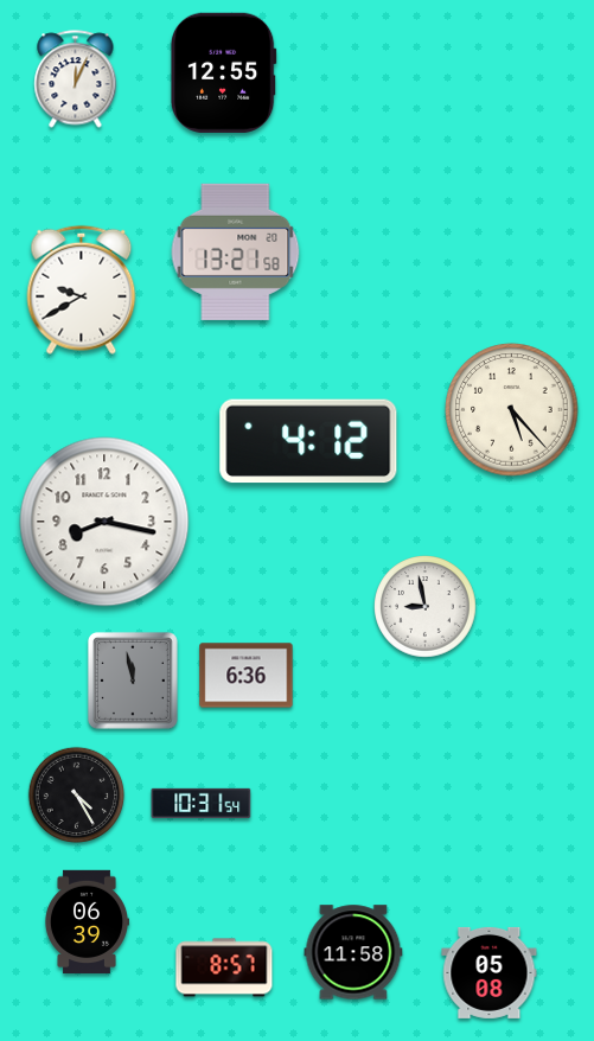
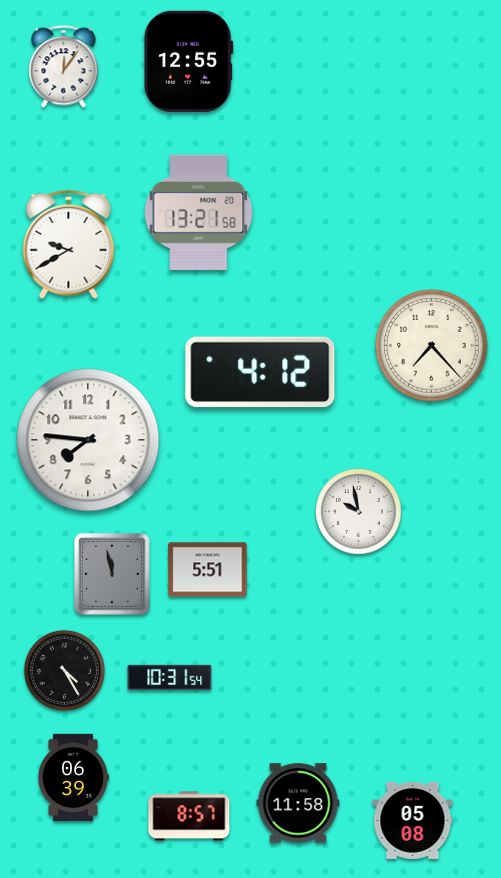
clock at (76, 79): 12:04 -> 12:06
clock at (512, 410): 5:23 -> 7:23
clock at (104, 522): 8:17 -> 7:46
clock at (426, 607): 8:58 -> 9:58
clock at (247, 676): 6:36 -> 5:51
